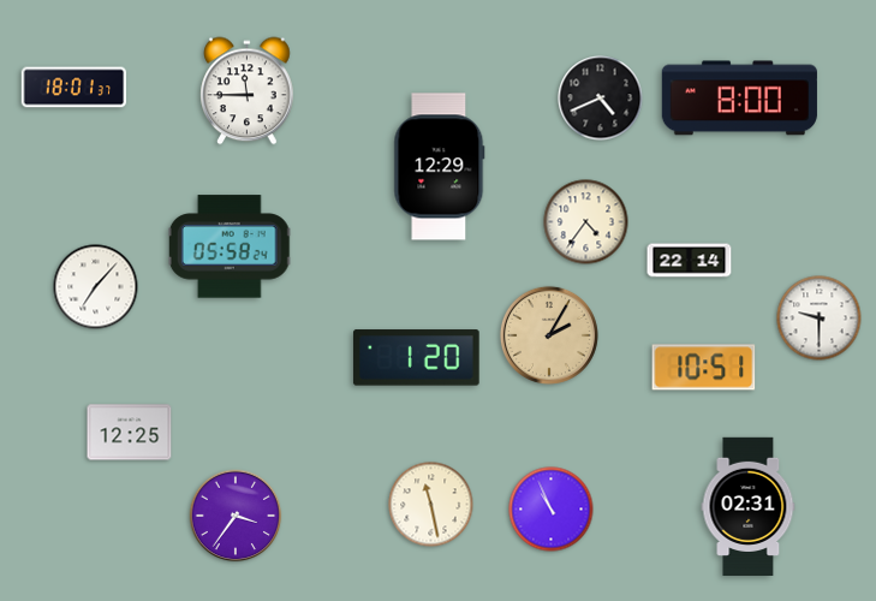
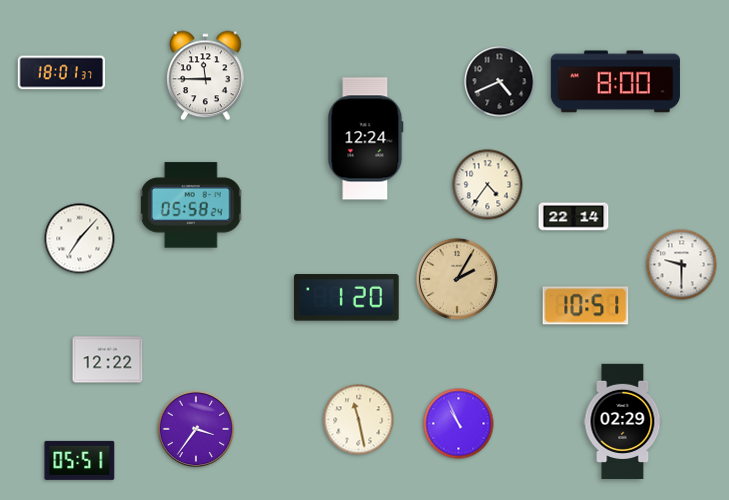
clock at (440, 167): 12:29 -> 12:24
clock at (130, 433): 12:25 -> 12:22
clock at (749, 506): 02:31 -> 02:29
clock at (80, 460): none -> 05:51
